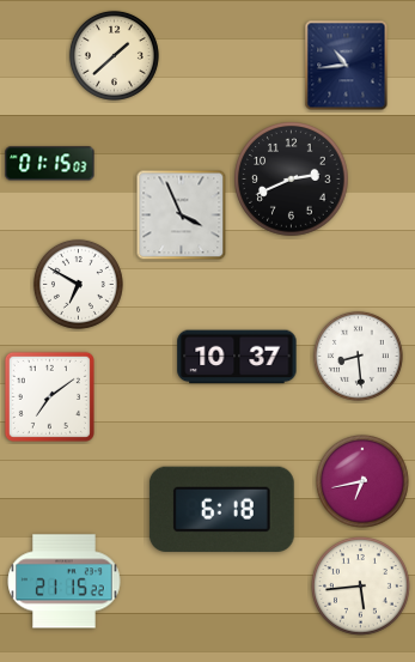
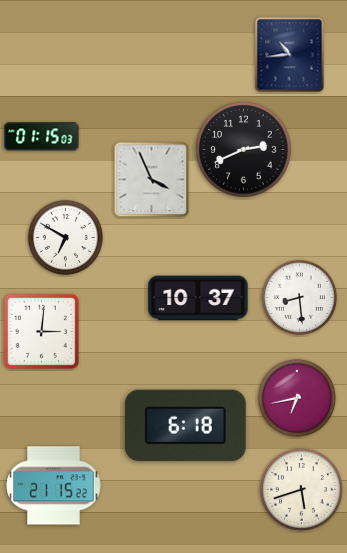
clock at (114, 55): 1:38 -> none
clock at (49, 396): 7:09 -> 3:01
clock at (362, 481) position: (362, 481) -> (297, 398)
clock at (361, 587): 5:44 -> 5:42
